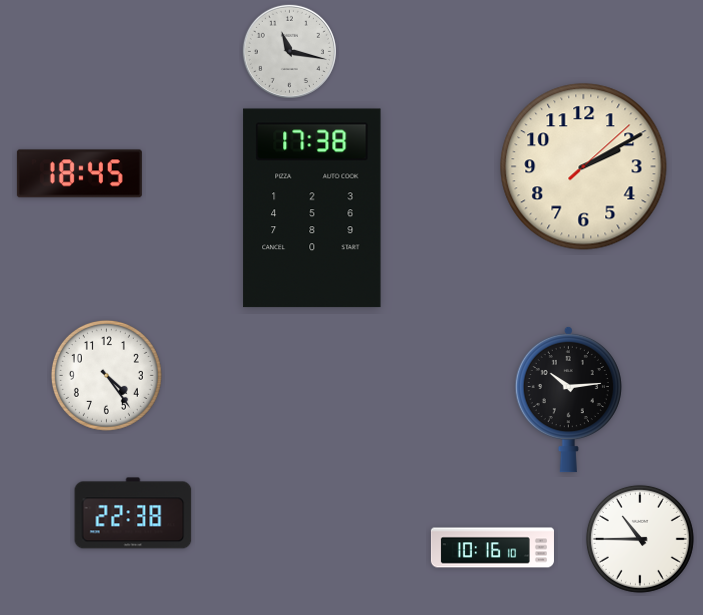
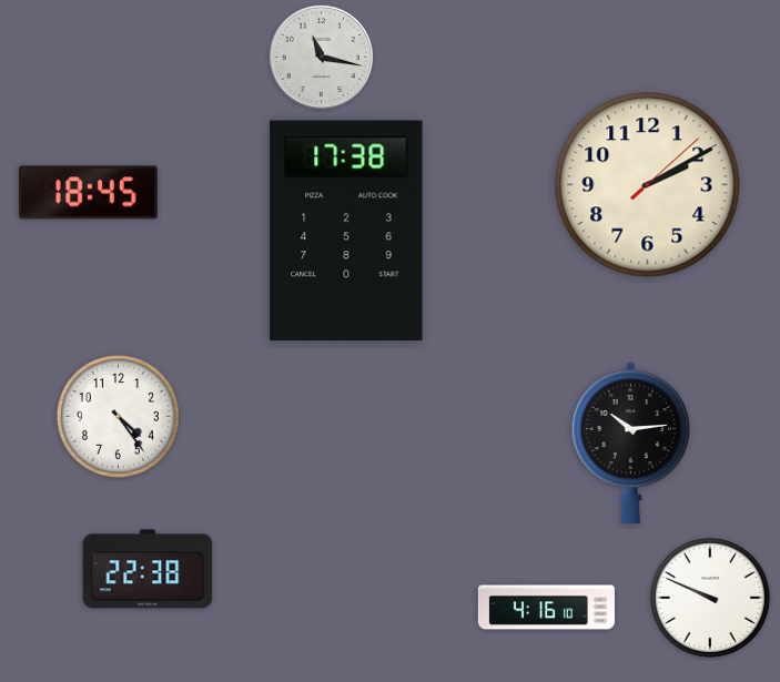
clock at (640, 539): 10:45 -> 9:49
clock at (492, 548): 10:16 -> 4:16
